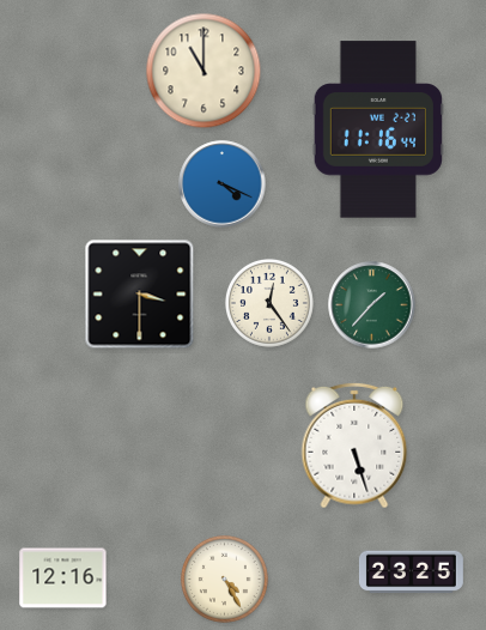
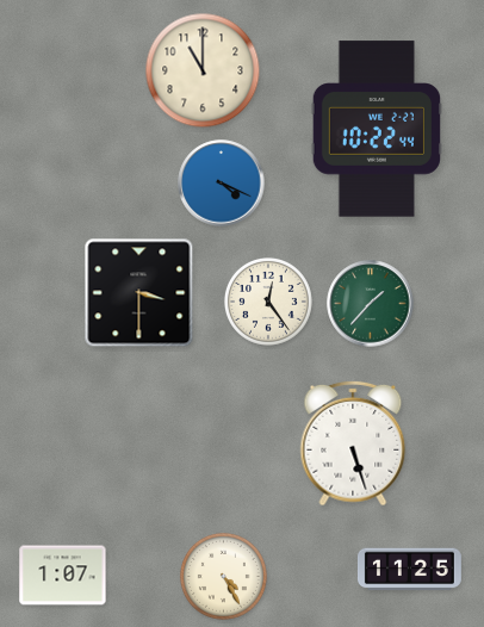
clock at (378, 129): 11:16 -> 10:22
clock at (411, 573): 23:25 -> 11:25
clock at (63, 578): 12:16 -> 1:07
